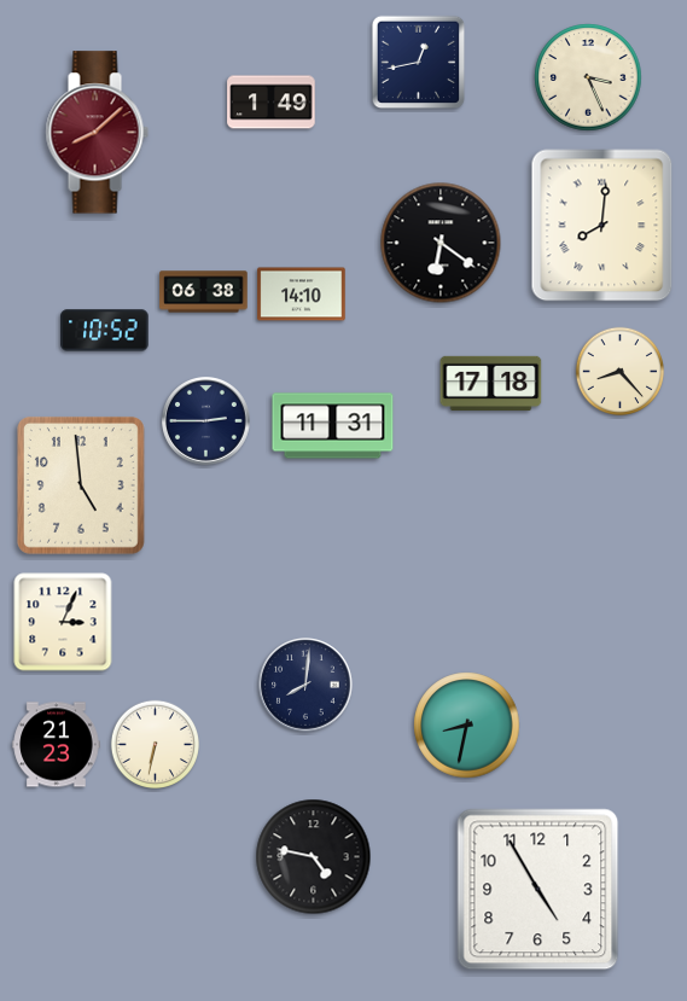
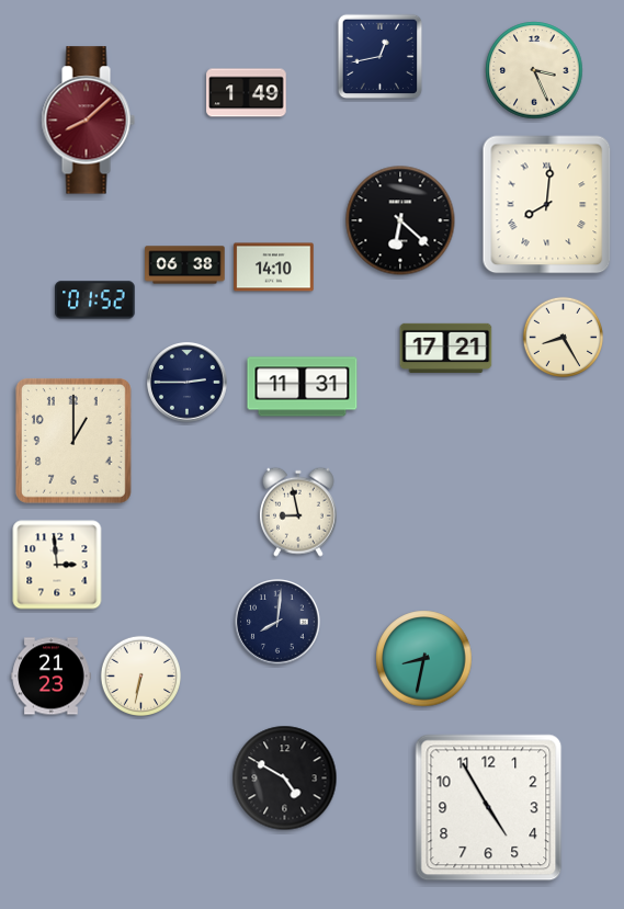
clock at (441, 243): 6:21 -> 6:22
clock at (105, 331): 10:52 -> 01:52
clock at (619, 371): 8:23 -> 8:25
clock at (491, 383): 17:18 -> 17:21
clock at (81, 485): 4:59 -> 1:00
clock at (298, 512): none -> 8:58
clock at (63, 622): 3:04 -> 2:59
clock at (314, 857): 4:47 -> 4:50
